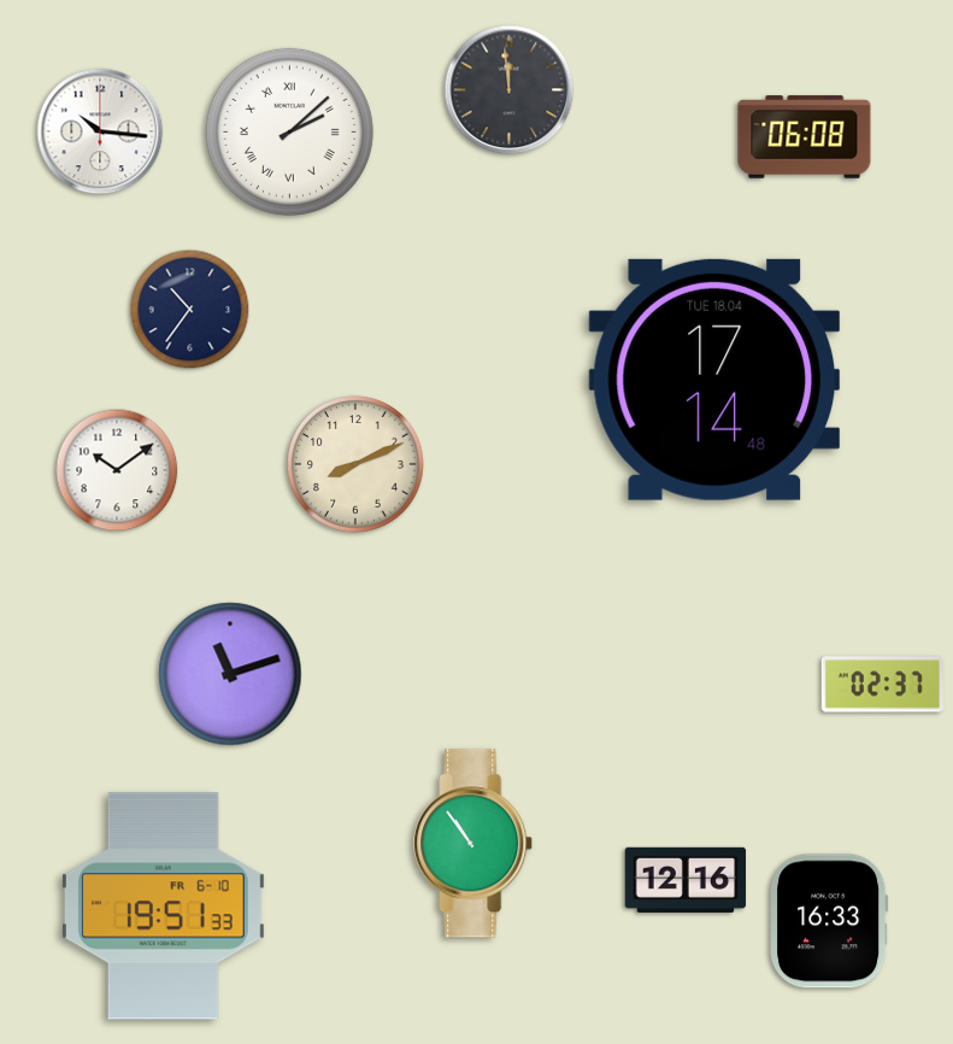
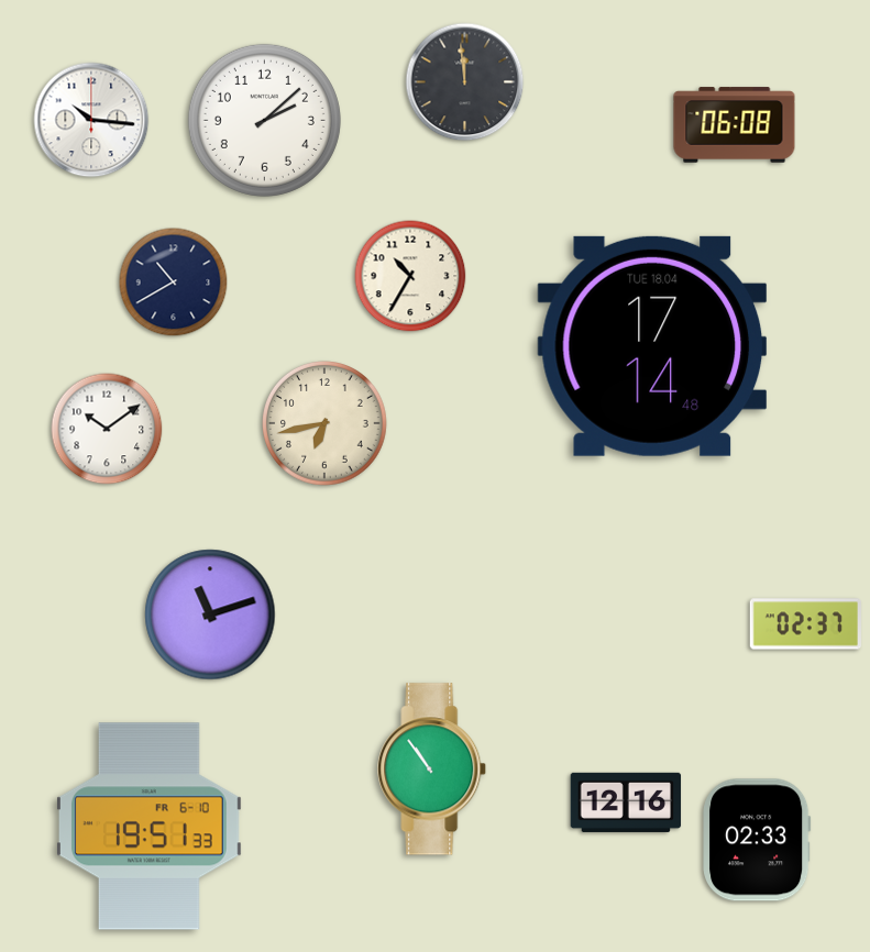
clock at (289, 131) numerals: Roman -> Arabic
clock at (410, 276): none -> 10:35
clock at (190, 310): 10:36 -> 10:40
clock at (357, 465): 8:11 -> 6:43
clock at (829, 921): 16:33 -> 02:33
